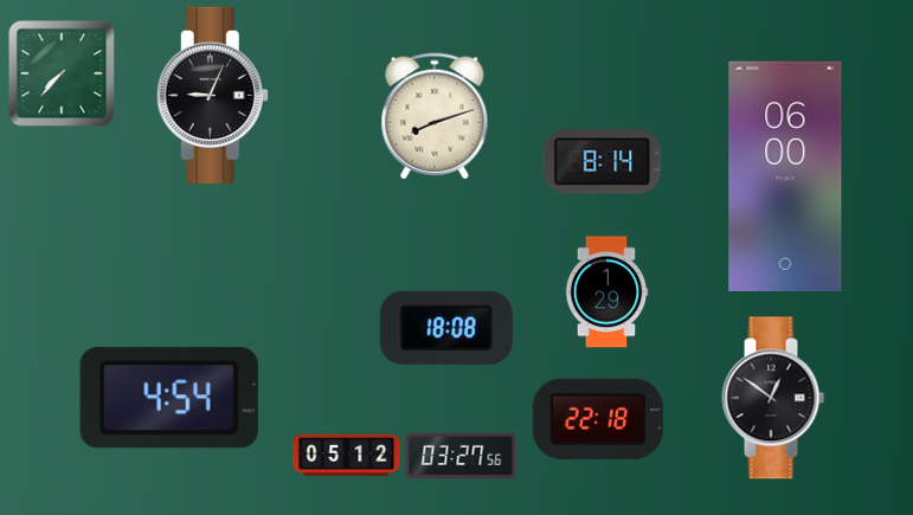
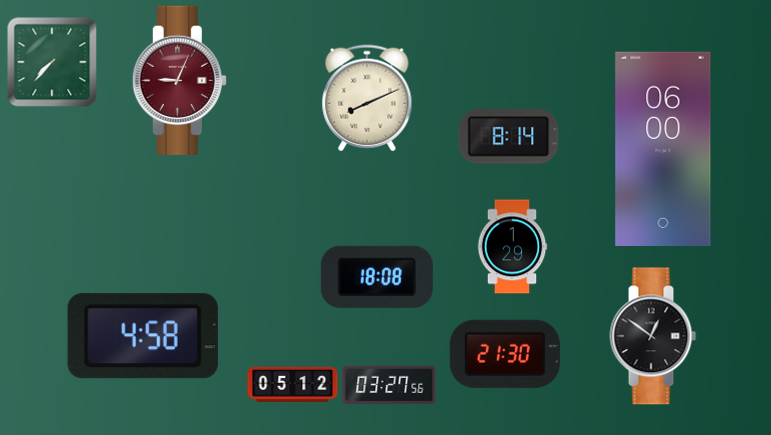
clock at (212, 95) dial: black -> burgundy
clock at (435, 116): 8:12 -> 8:11
clock at (169, 398): 4:54 -> 4:58
clock at (598, 419): 22:18 -> 21:30
